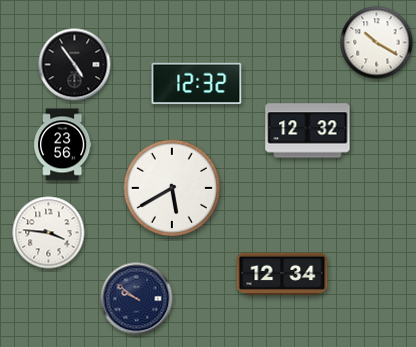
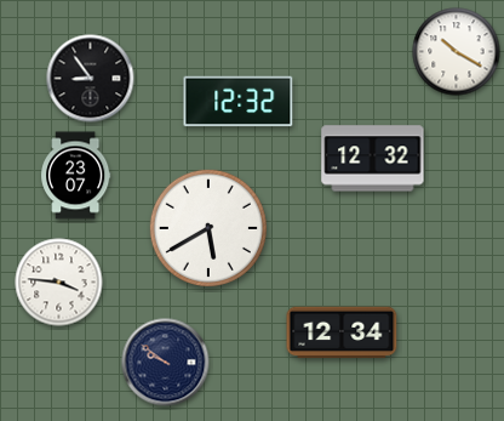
clock at (75, 65): 4:54 -> 8:54
clock at (63, 145): 23:56 -> 23:07
